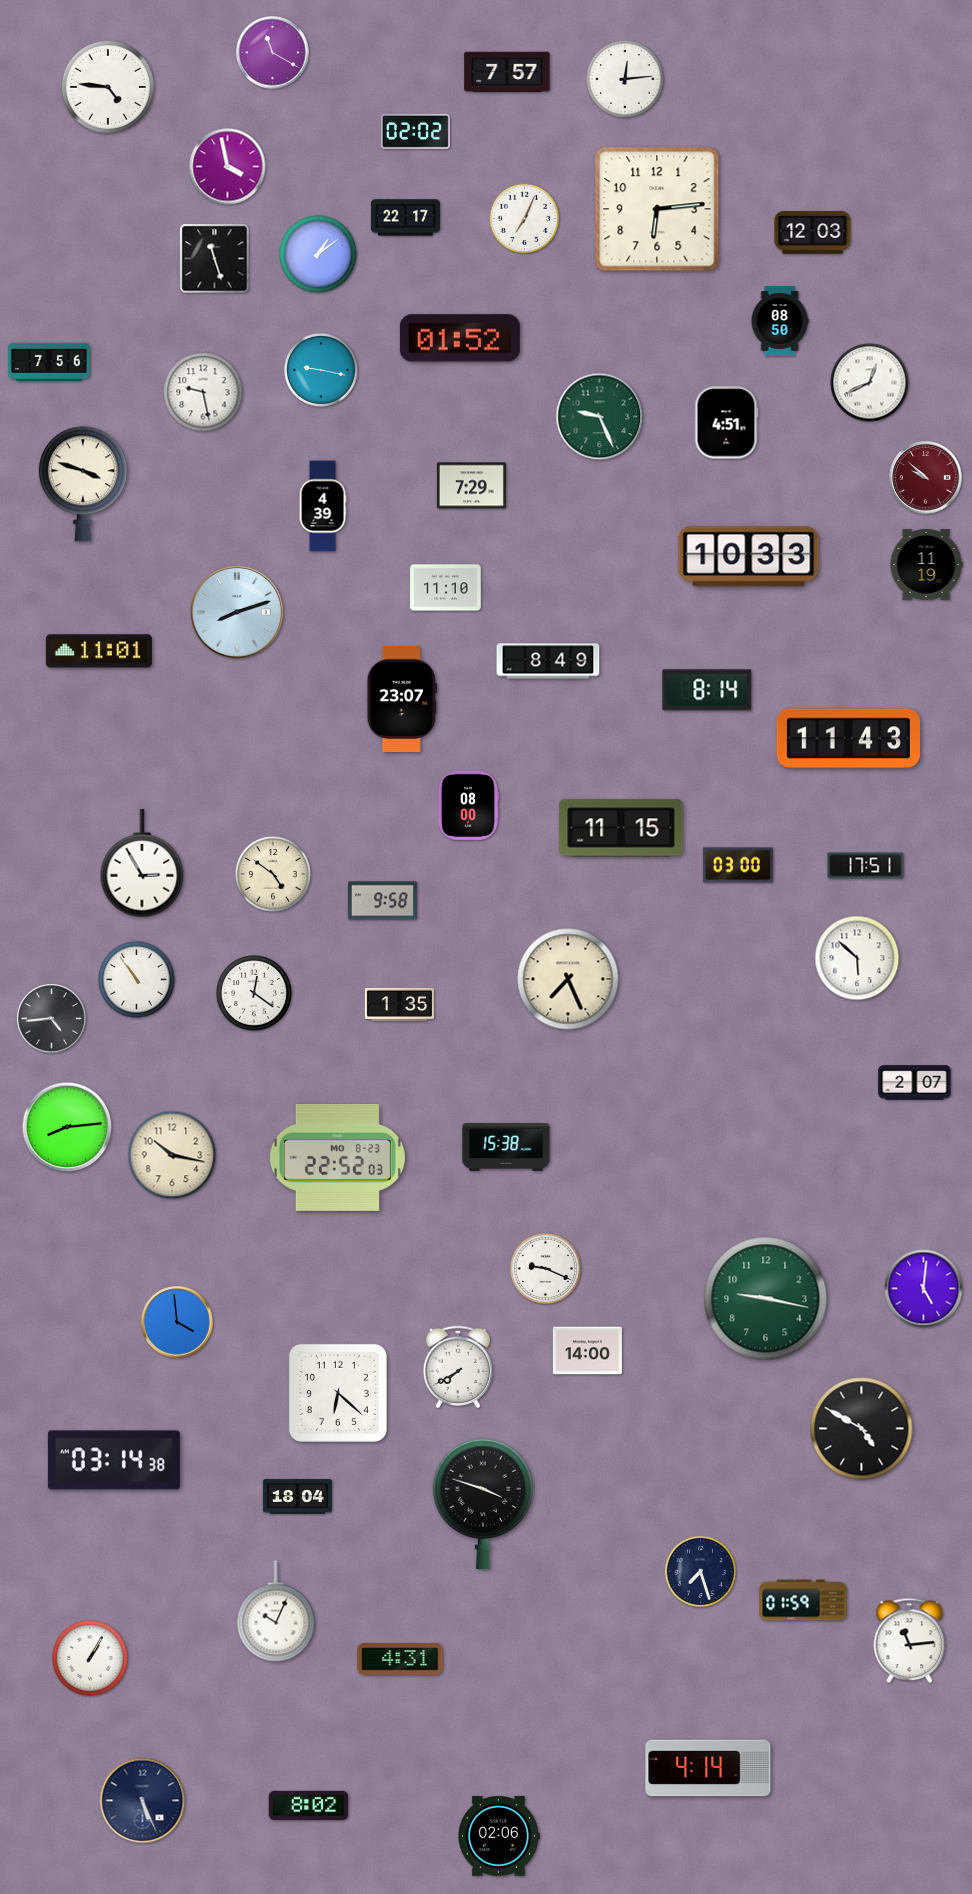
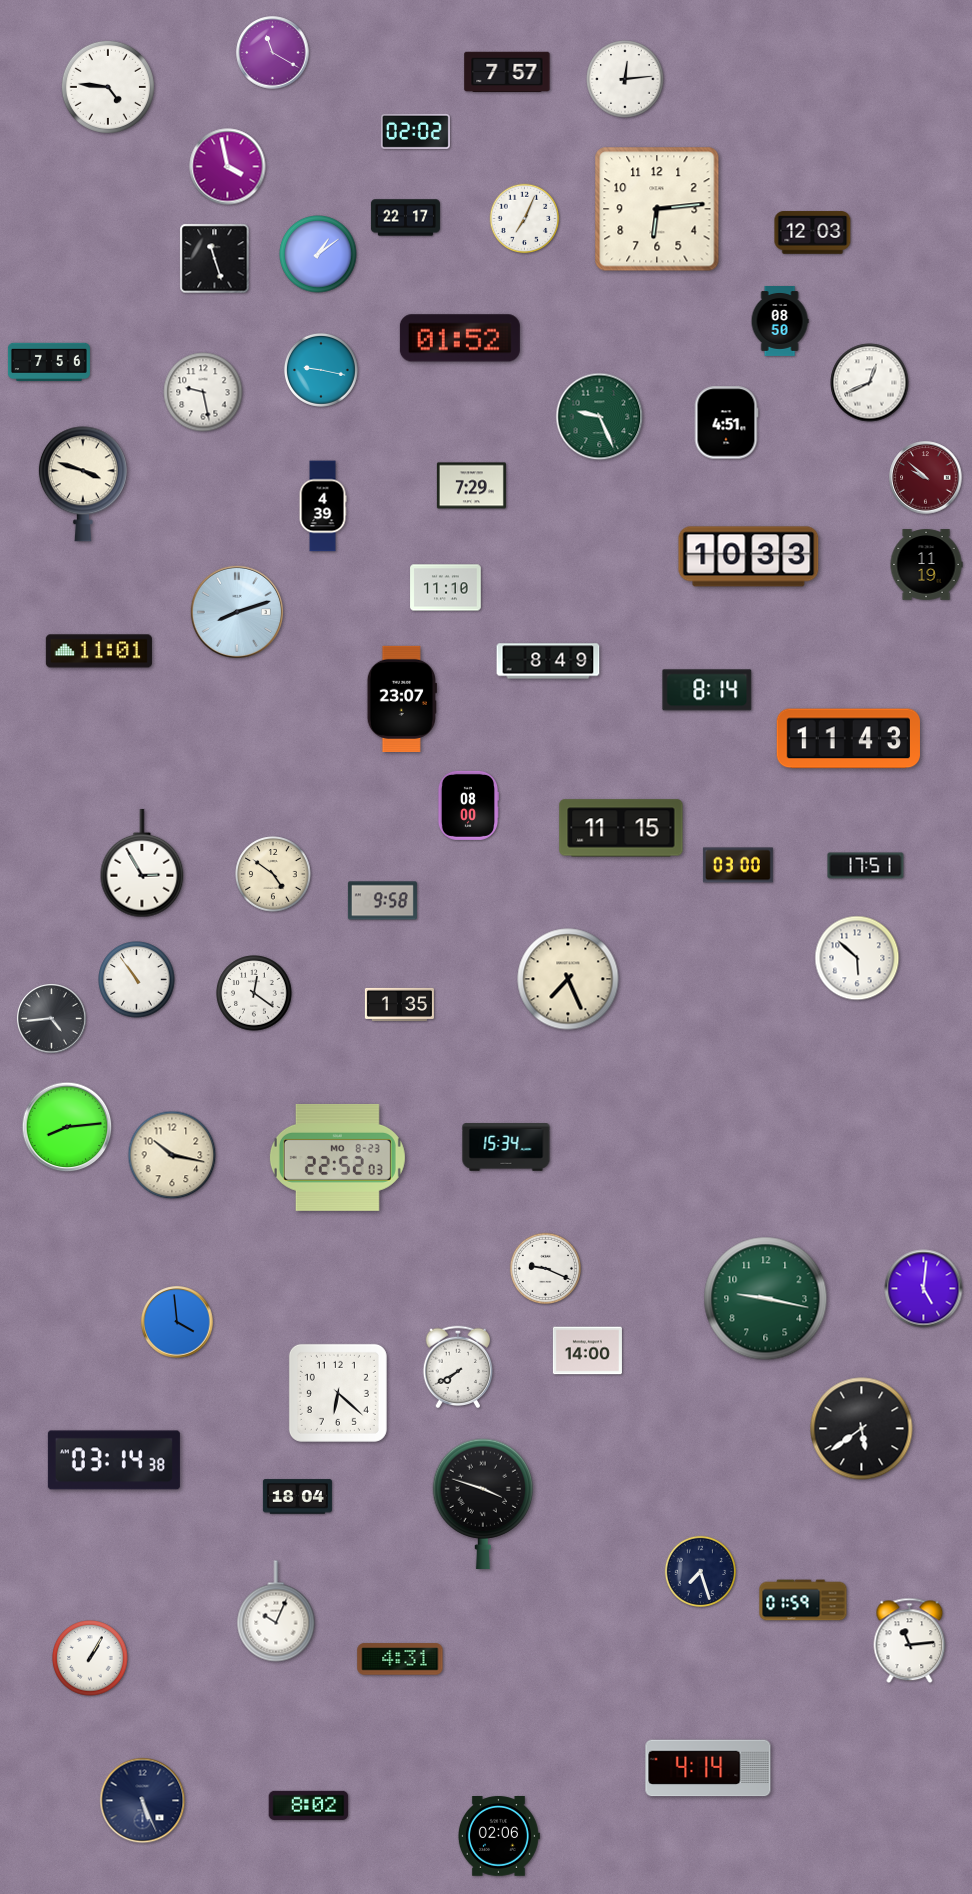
clock at (915, 1083): 2:07 -> none
clock at (506, 1147): 15:38 -> 15:34
clock at (862, 1429): 4:50 -> 5:39
